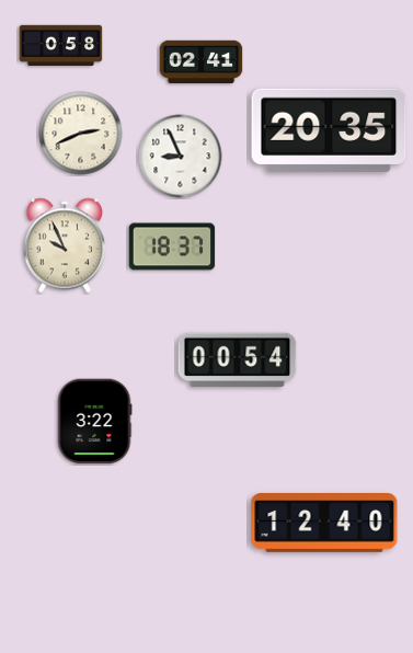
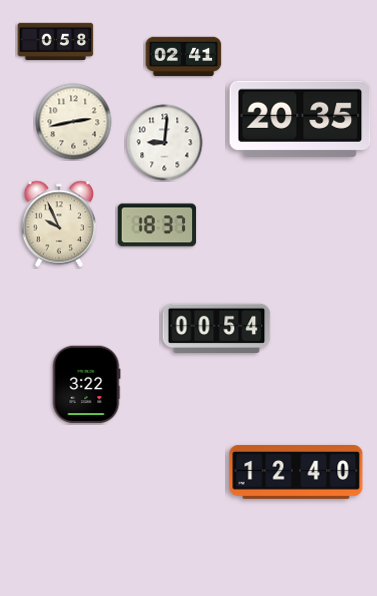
clock at (81, 134): 2:41 -> 2:43
clock at (181, 157): 8:56 -> 9:01
clock at (324, 524) position: (324, 524) -> (296, 473)
